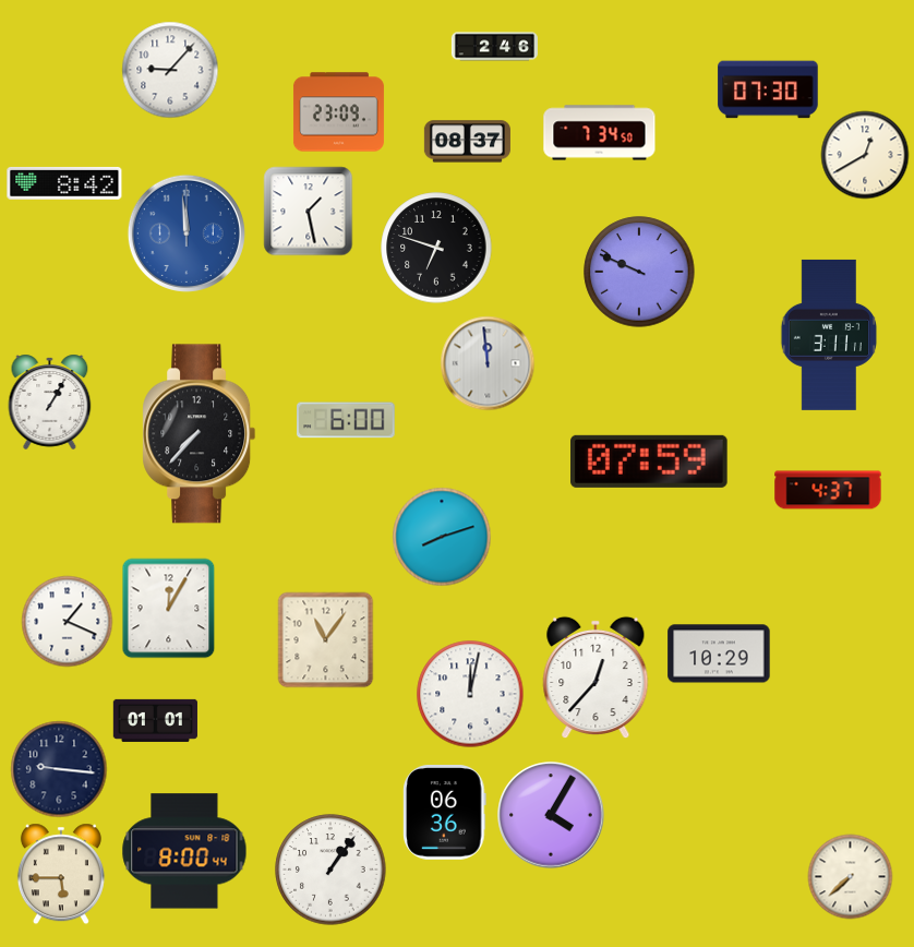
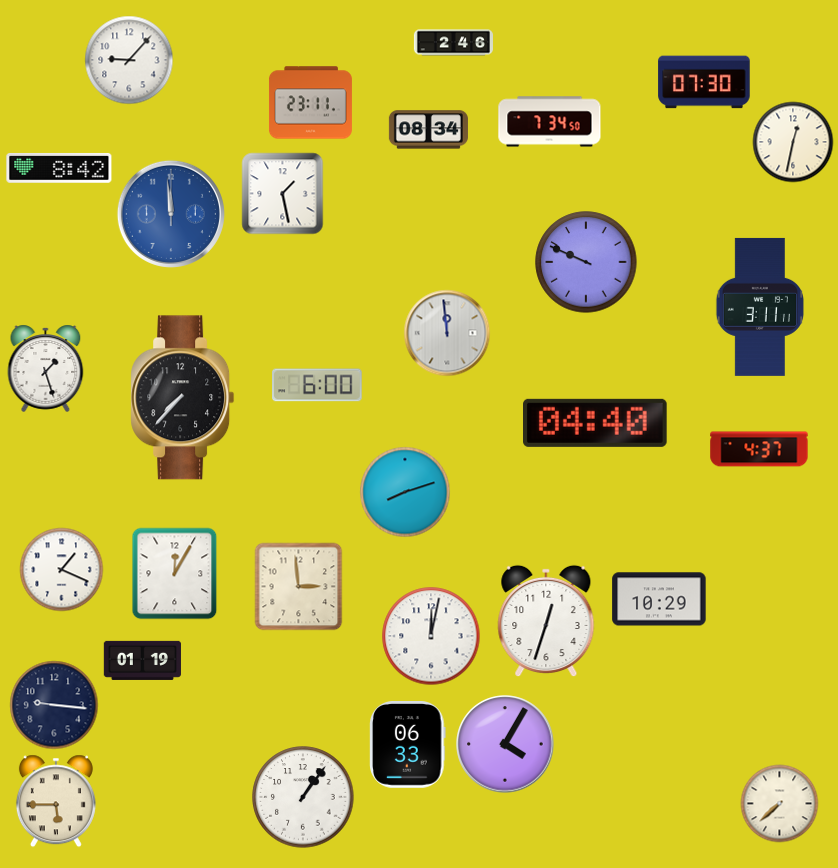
clock at (170, 70) position: (170, 70) -> (129, 60)
clock at (338, 112): 23:09 -> 23:11
clock at (467, 142): 08:37 -> 08:34
clock at (865, 155): 12:40 -> 12:32
clock at (436, 248): 6:48 -> none
clock at (639, 272) position: (639, 272) -> (586, 262)
clock at (50, 401): 1:05 -> 1:27
clock at (650, 461): 07:59 -> 04:40
clock at (169, 608) position: (169, 608) -> (175, 573)
clock at (325, 639): 11:06 -> 2:59
clock at (596, 678): 12:37 -> 12:33
clock at (155, 720): 01:01 -> 01:19
clock at (445, 813): 06:36 -> 06:33
clock at (551, 815) position: (551, 815) -> (505, 744)
clock at (184, 851): 8:00 -> none
